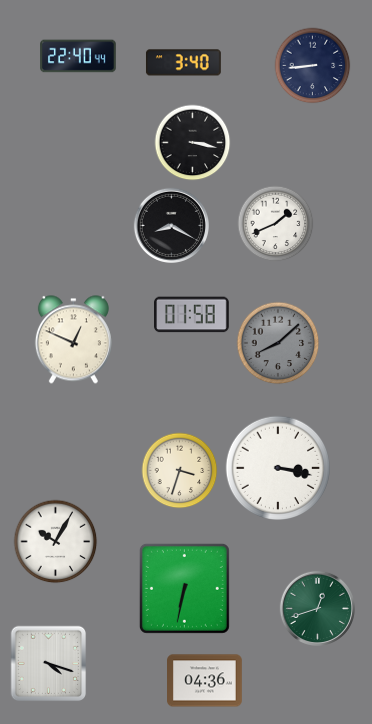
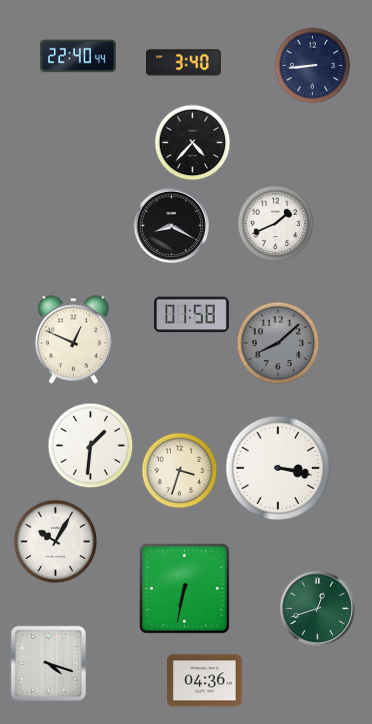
clock at (193, 143): 3:17 -> 4:37
clock at (91, 446): none -> 1:31
